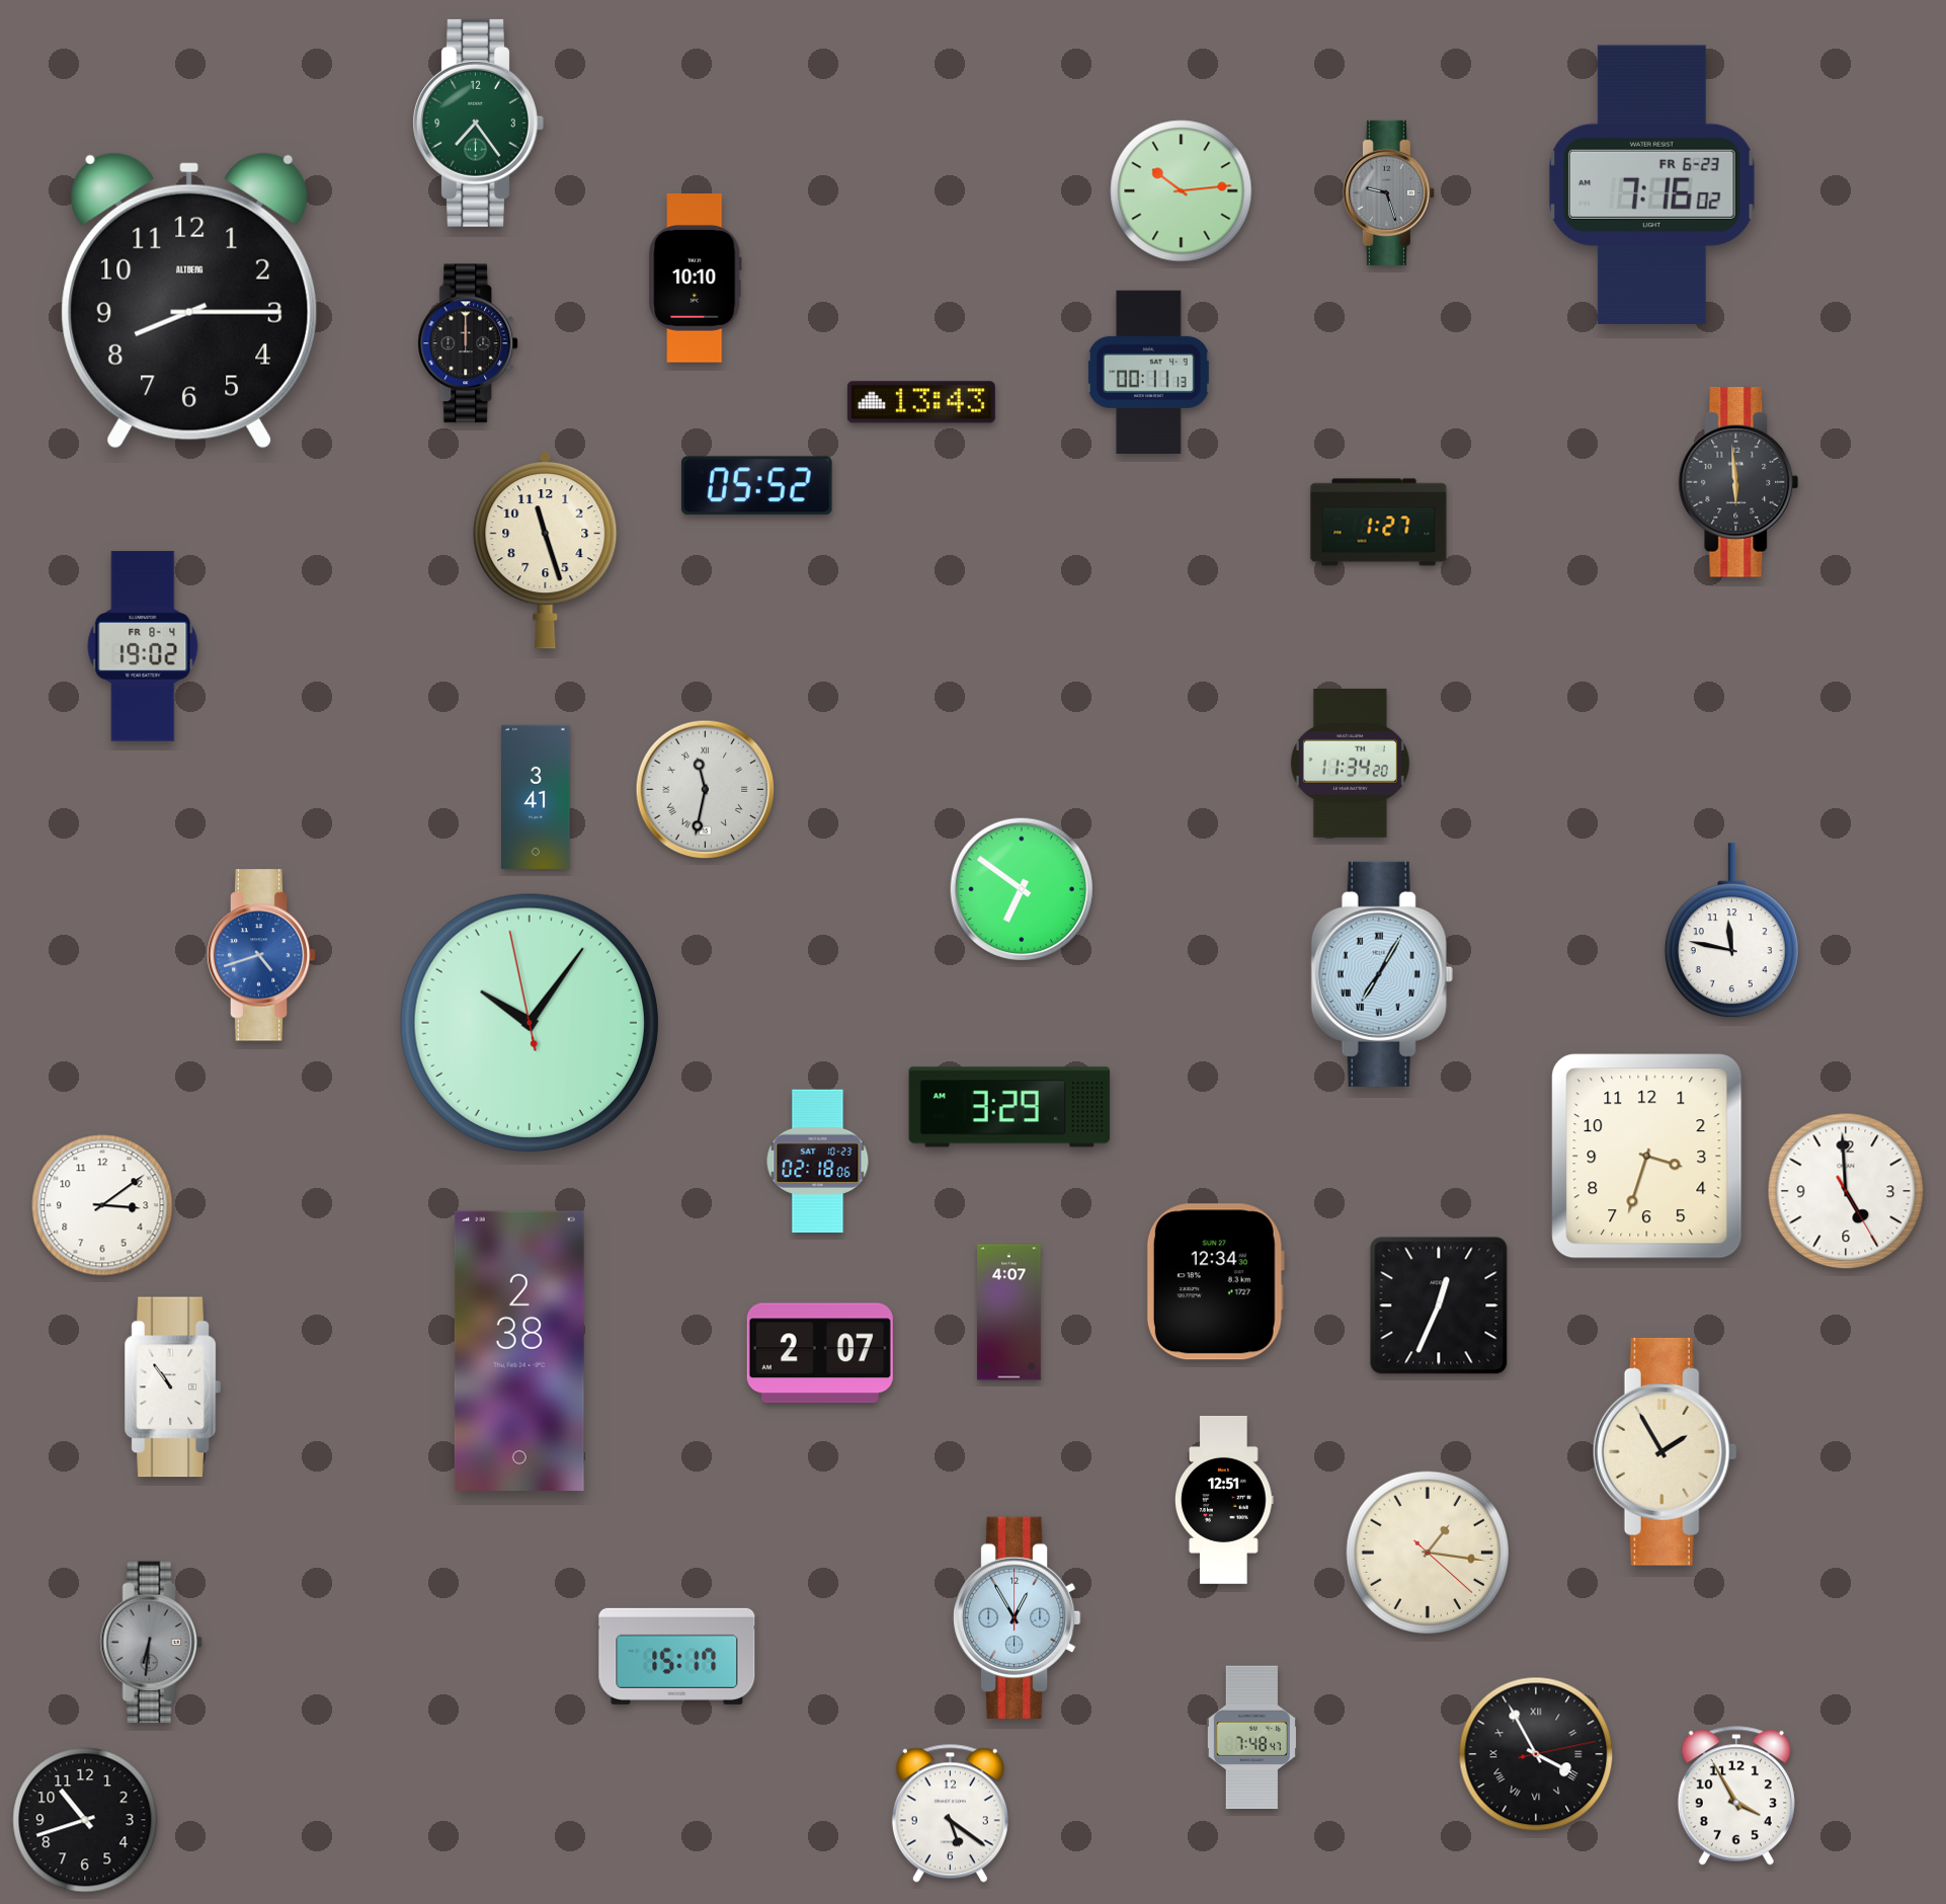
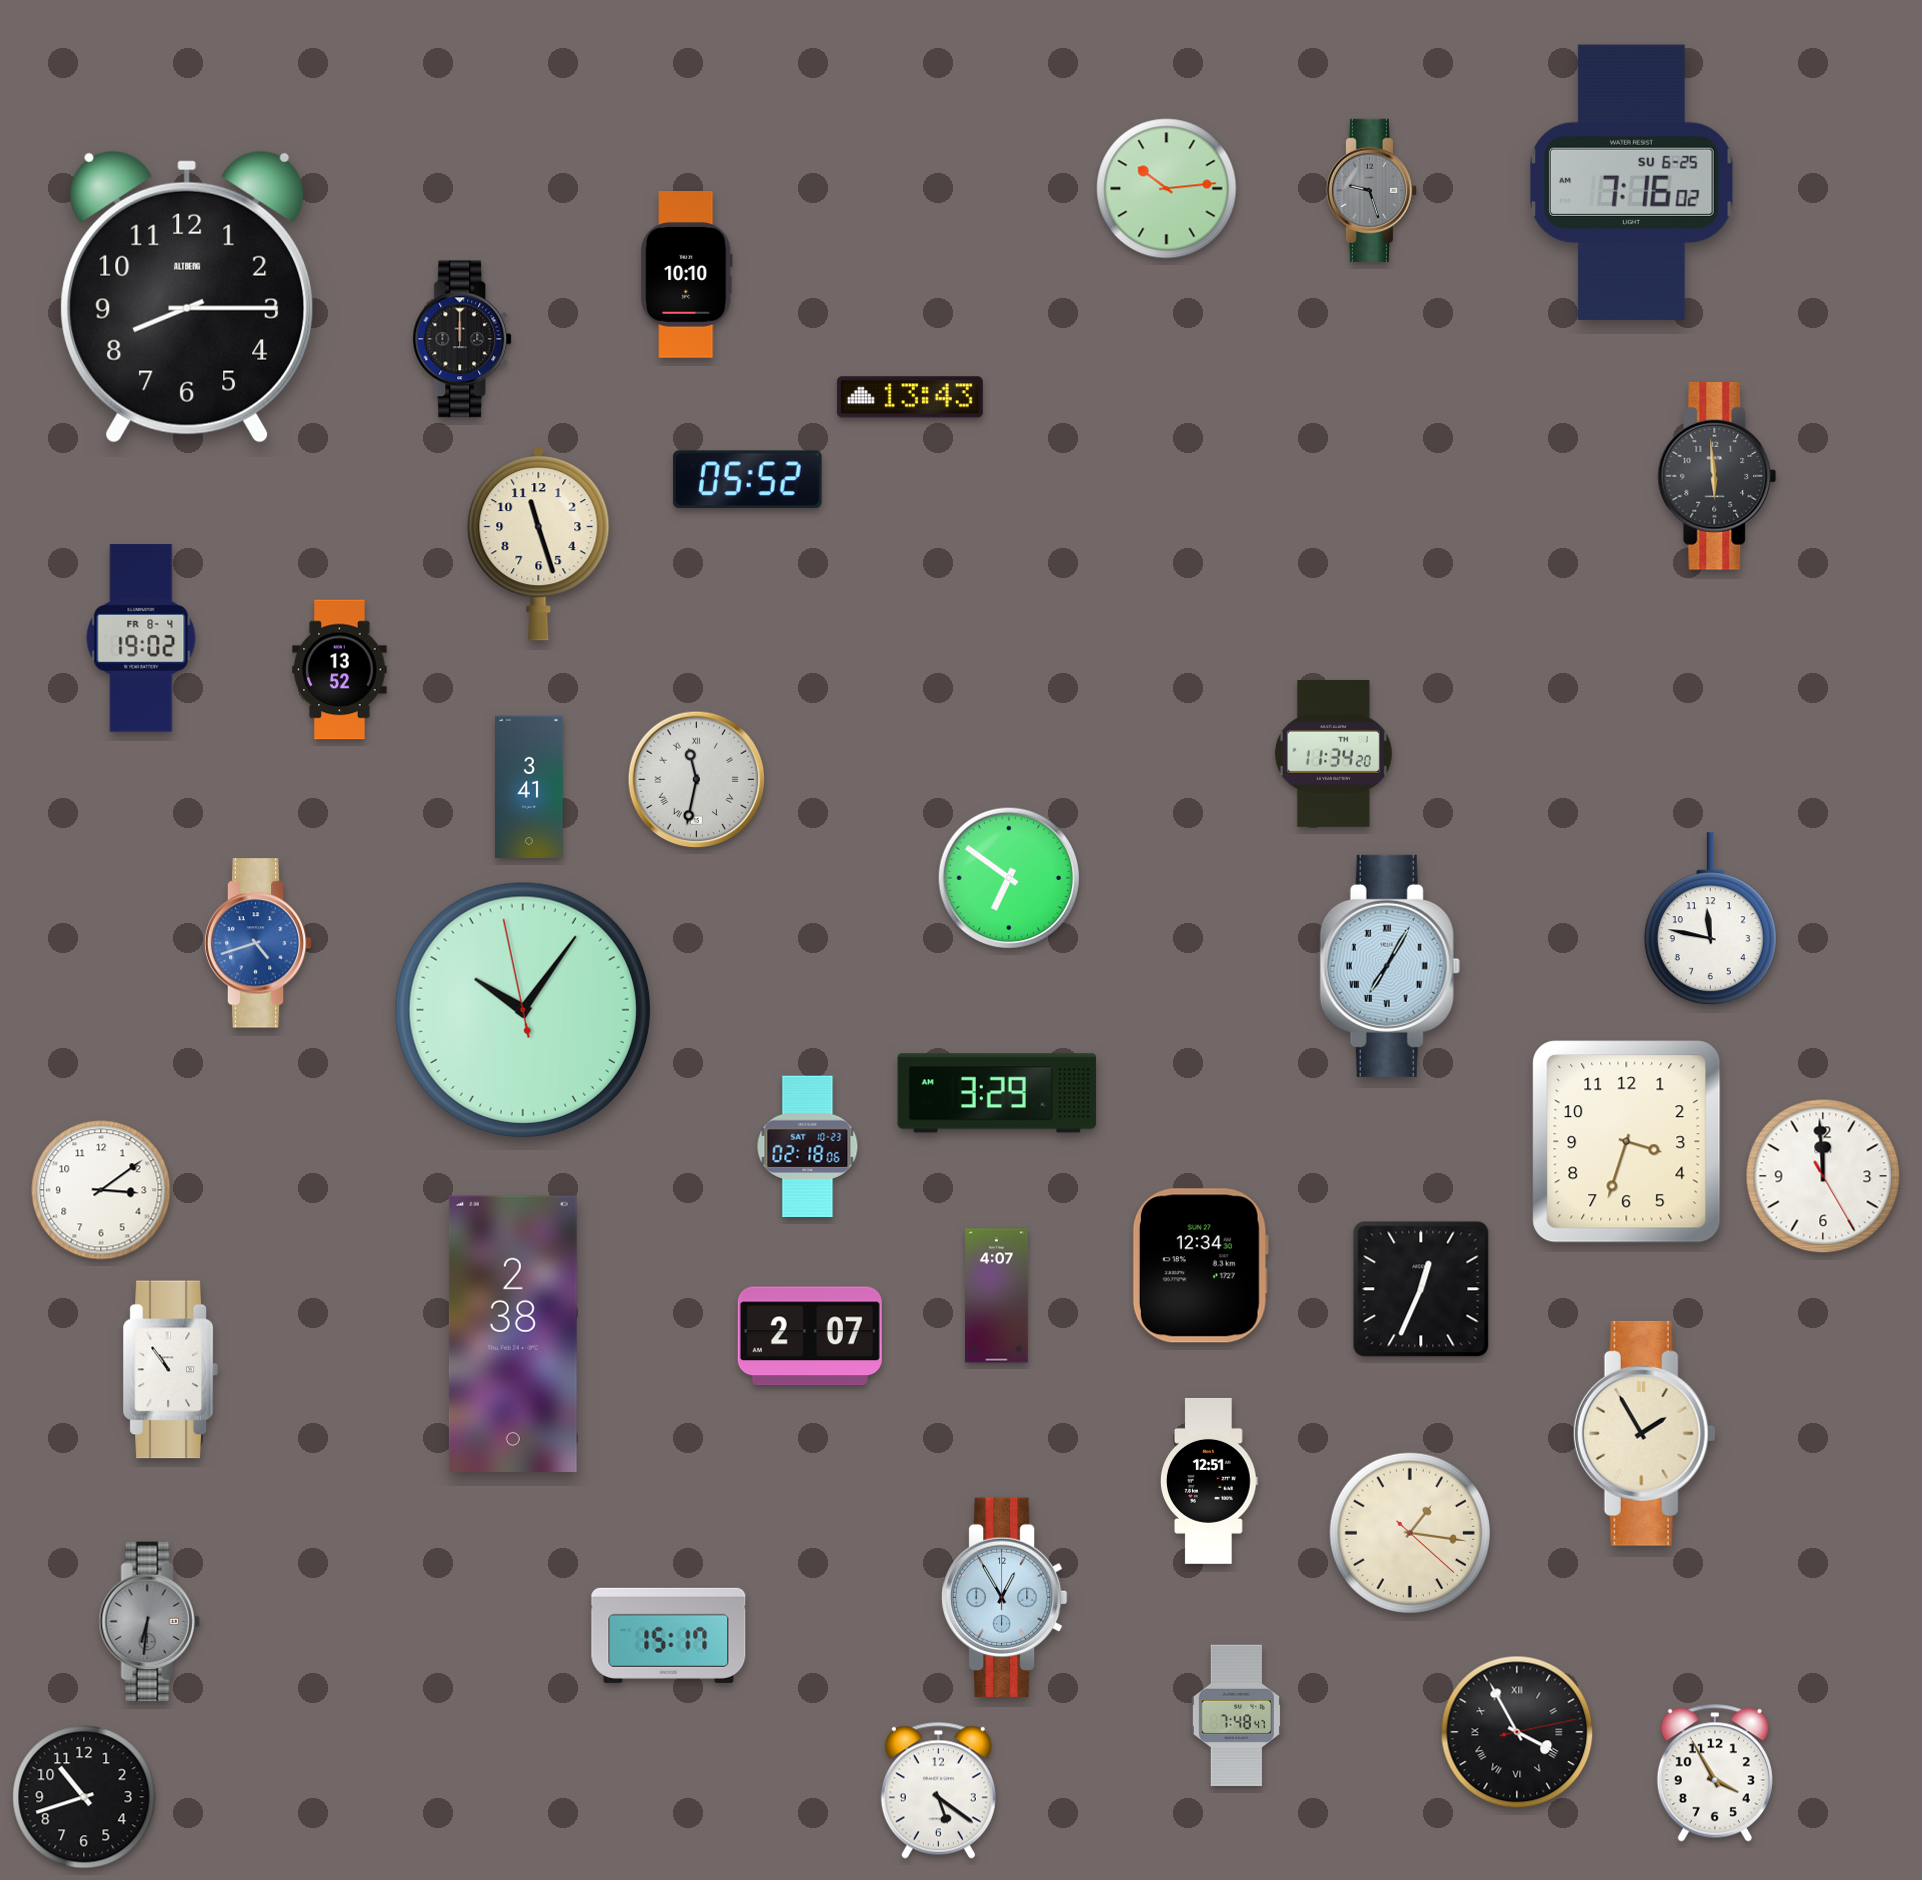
clock at (478, 123): 7:24 -> none
clock at (1651, 184) date: FR 6-23 -> SU 6-25
clock at (1148, 372): 00:11 -> none
clock at (1379, 523): 1:27 -> none
clock at (340, 670): none -> 13:52
clock at (1382, 974) position: (1382, 974) -> (1390, 966)
clock at (1846, 1191): 4:59 -> 11:59
